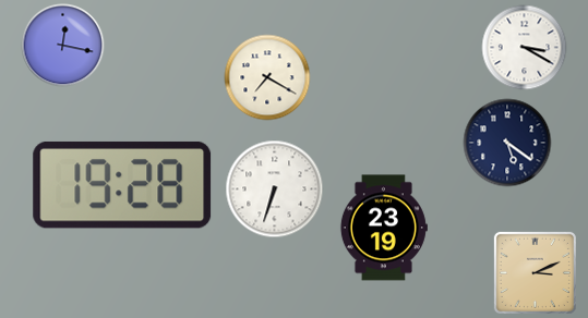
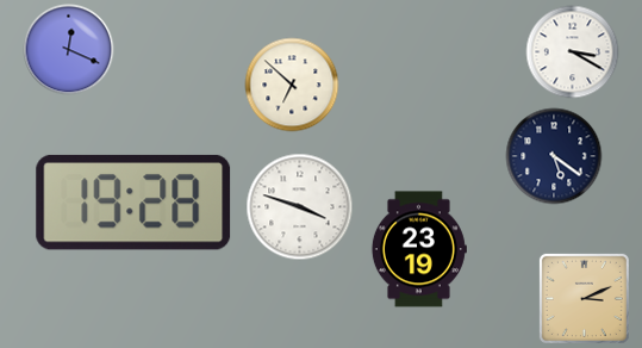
clock at (63, 46): 12:17 -> 12:19
clock at (267, 77): 7:20 -> 6:52
clock at (275, 189): 6:33 -> 3:48
